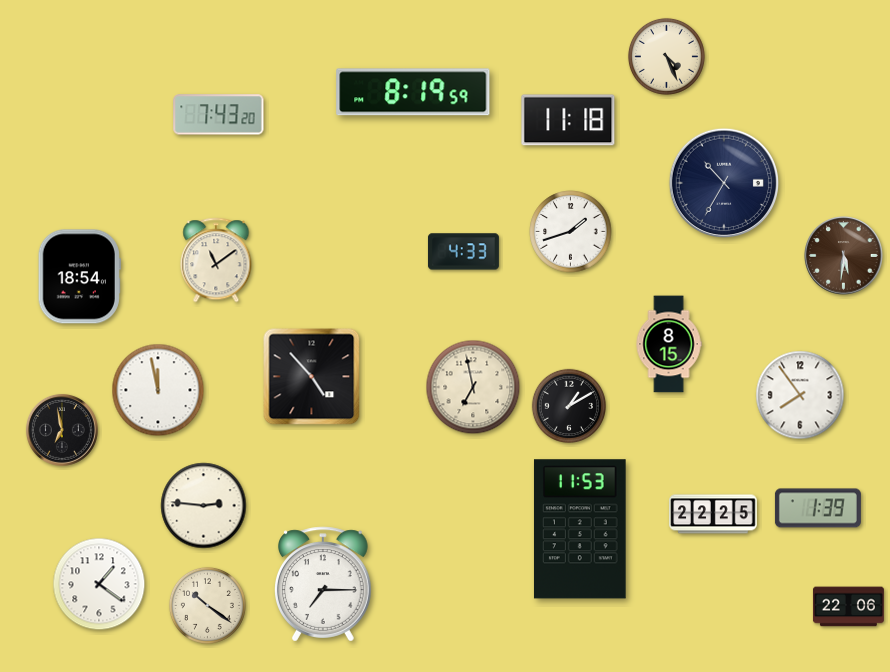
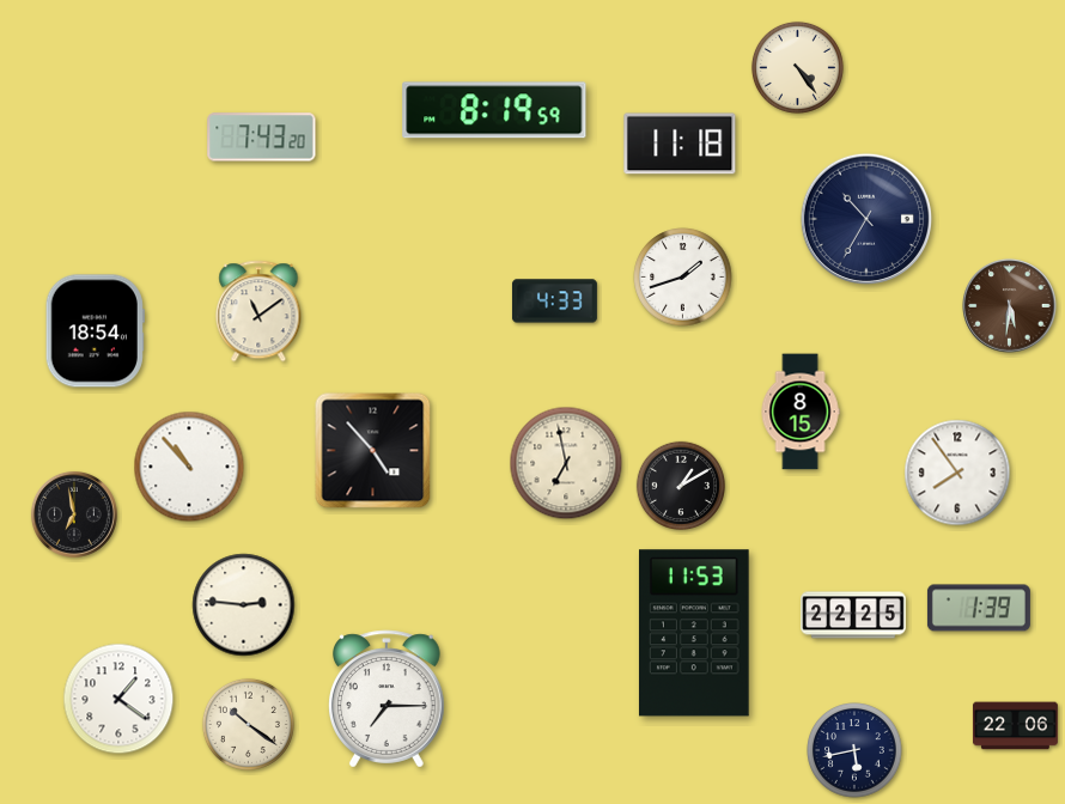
clock at (666, 56): 4:26 -> 4:24
clock at (158, 390): 11:58 -> 10:53
clock at (854, 750): none -> 5:43
